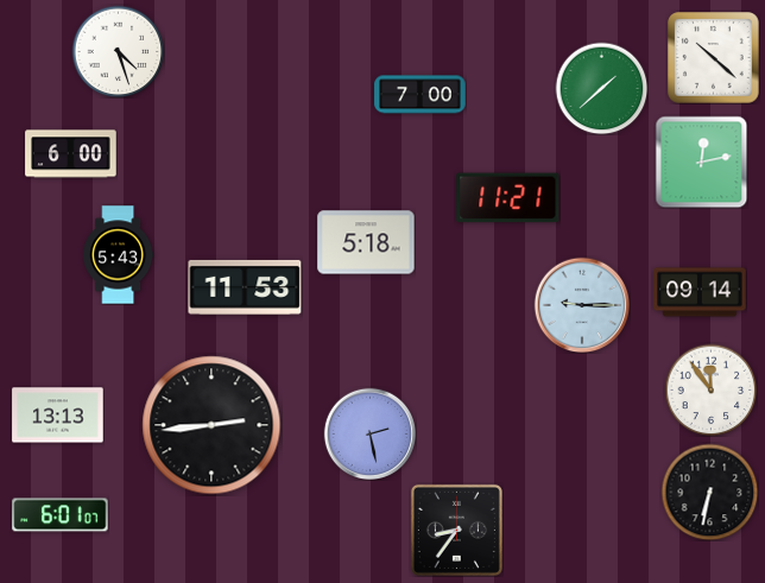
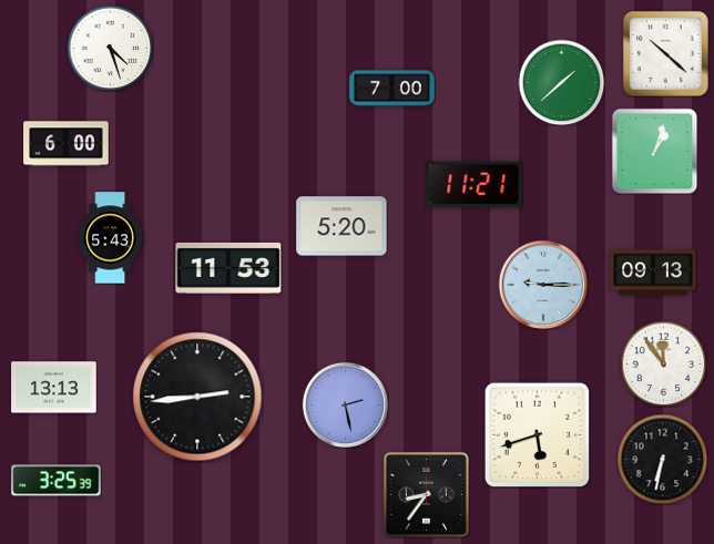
clock at (701, 161): 12:13 -> 1:03
clock at (366, 242): 5:18 -> 5:20
clock at (700, 292): 09:14 -> 09:13
clock at (537, 434): none -> 5:42
clock at (61, 515): 6:01 -> 3:25
